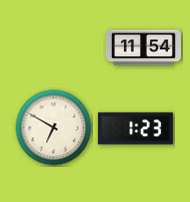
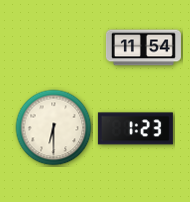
clock at (54, 128): 6:50 -> 6:30
